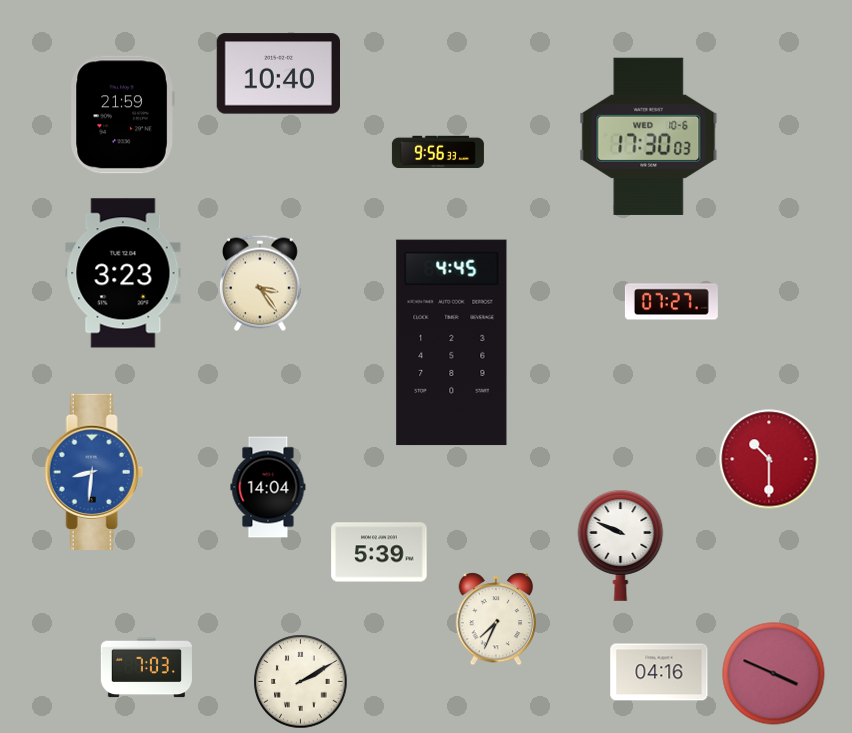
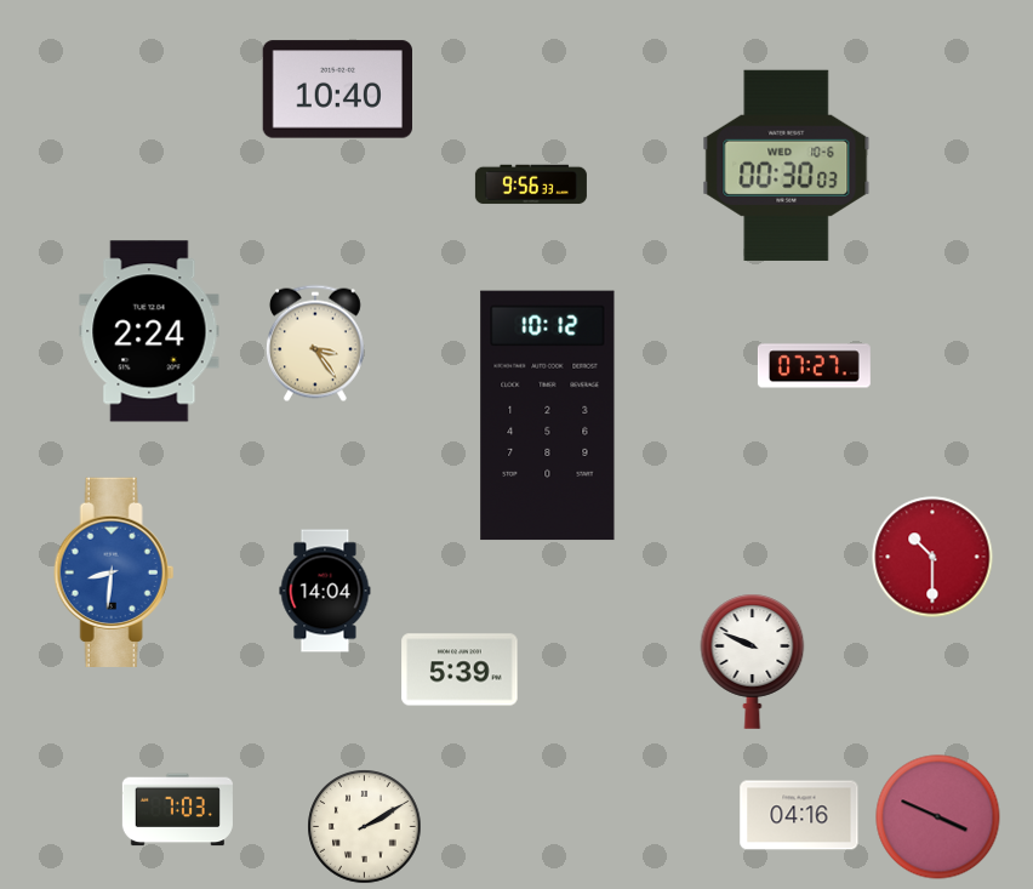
clock at (122, 115): 21:59 -> none
clock at (649, 136): 17:30 -> 00:30
clock at (123, 273): 3:23 -> 2:24
clock at (452, 343): 4:45 -> 10:12
clock at (496, 619): 7:34 -> none
